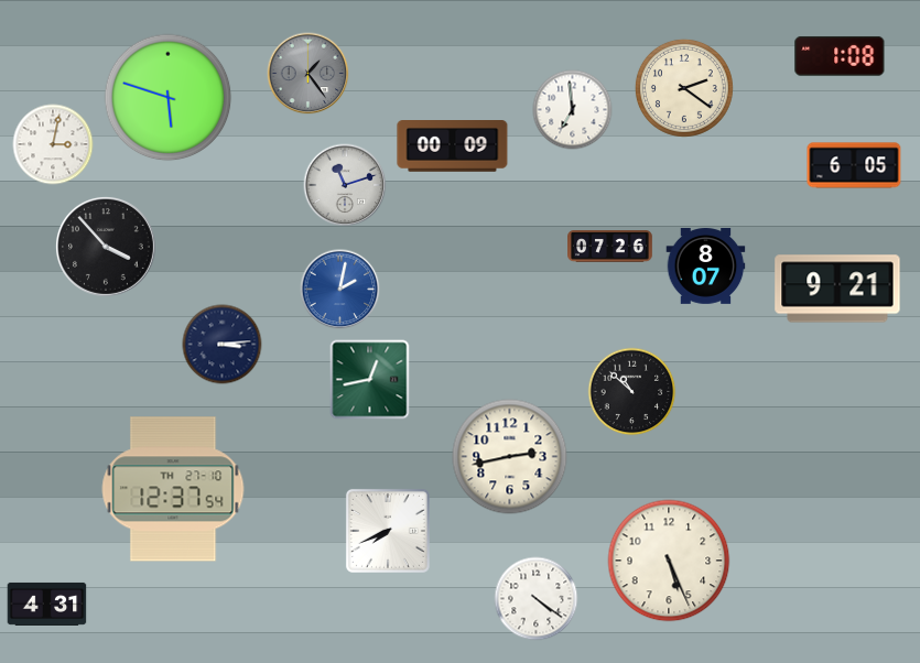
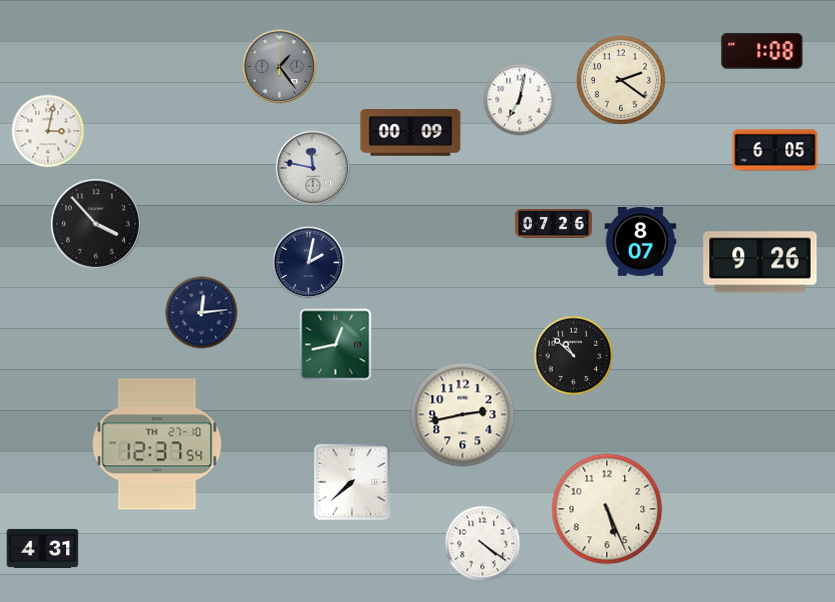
clock at (169, 98): 5:48 -> none
clock at (573, 110): 6:59 -> 7:02
clock at (345, 185): 11:12 -> 11:47
clock at (837, 289): 9:21 -> 9:26
clock at (340, 290) dial: blue -> navy
clock at (223, 345): 3:14 -> 12:14
clock at (388, 531): 7:41 -> 7:38
clock at (537, 599) position: (537, 599) -> (483, 544)
